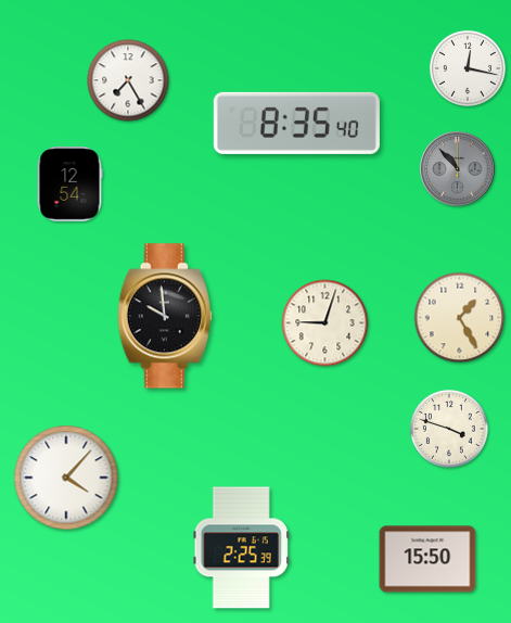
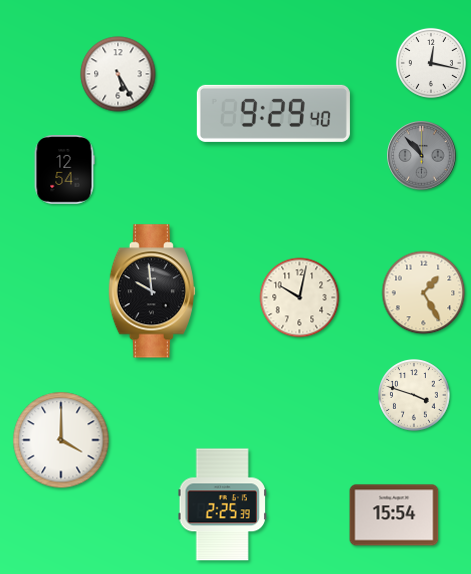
clock at (128, 80): 7:25 -> 5:25
clock at (296, 123): 8:35 -> 9:29
clock at (325, 323): 9:03 -> 10:02
clock at (66, 478): 4:07 -> 4:00
clock at (427, 559): 15:50 -> 15:54
